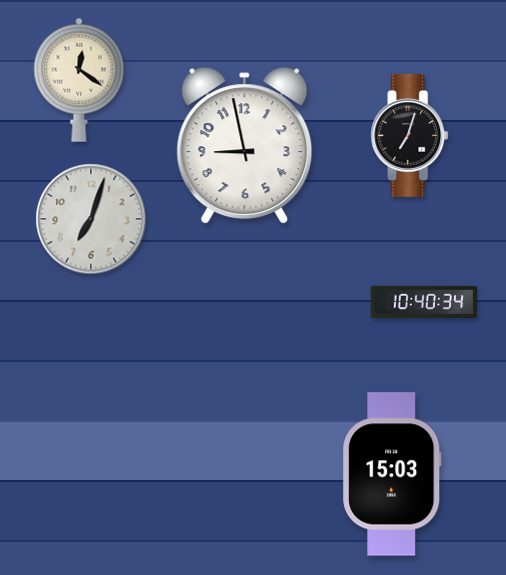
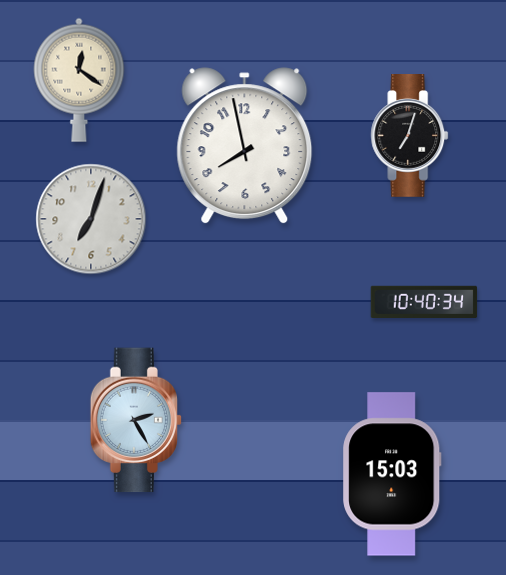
clock at (245, 146): 8:58 -> 7:58
clock at (136, 420): none -> 2:25
